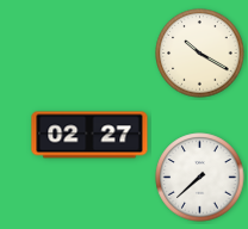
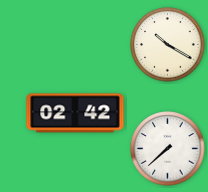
clock at (89, 135): 02:27 -> 02:42
